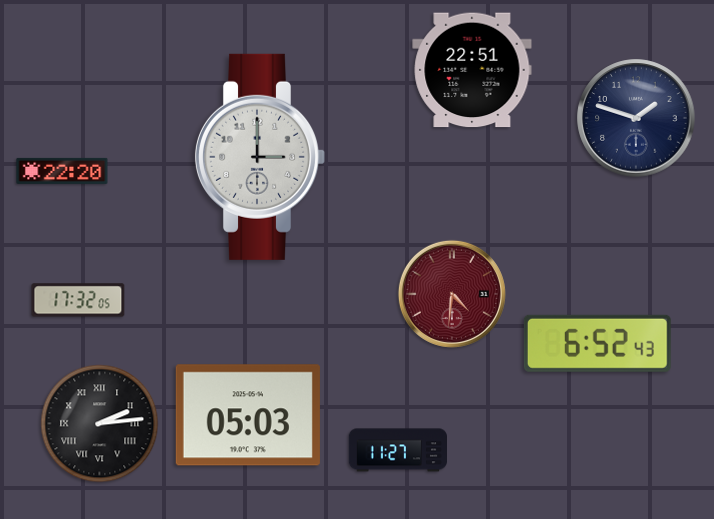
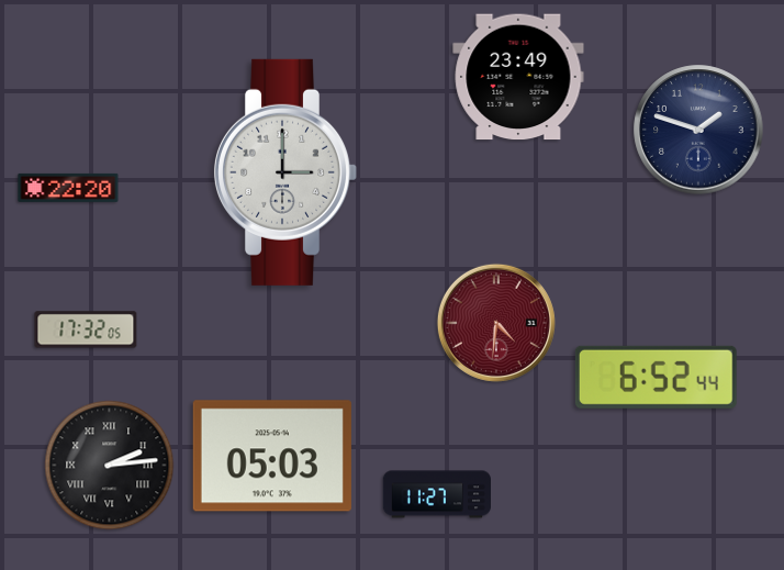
clock at (472, 70): 22:51 -> 23:49
clock at (597, 343): 6:52:43 -> 6:52:44
